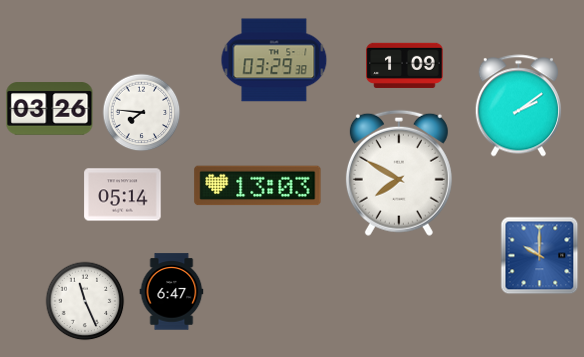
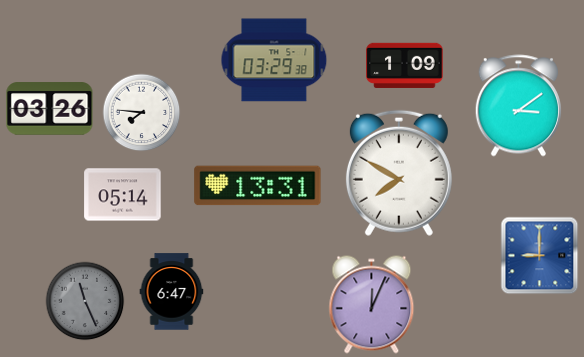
clock at (518, 106): 2:09 -> 3:09
clock at (258, 186): 13:03 -> 13:31
clock at (539, 255): 10:00 -> 9:00
clock at (85, 301) dial: white -> grey
clock at (372, 305): none -> 12:04
